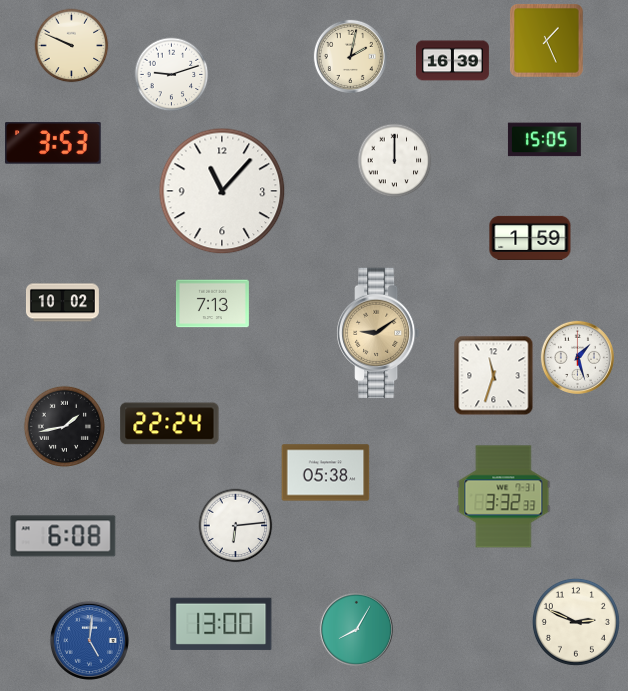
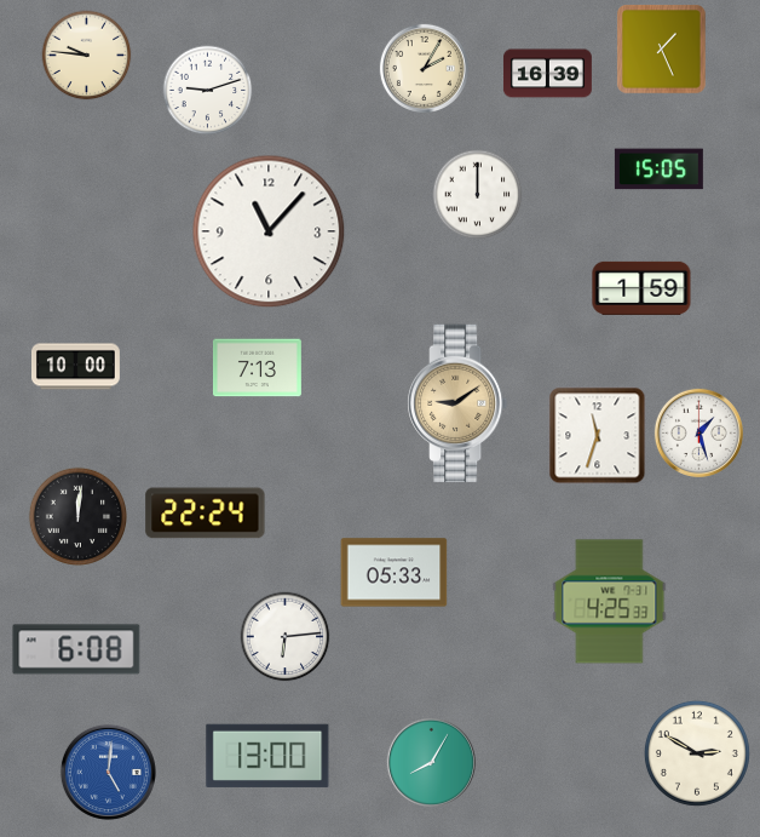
clock at (72, 46): 9:49 -> 9:46
clock at (350, 56): 2:02 -> 2:05
clock at (53, 143): 3:53 -> none
clock at (62, 303): 10:02 -> 10:00
clock at (494, 376) position: (494, 376) -> (598, 436)
clock at (64, 426): 1:43 -> 12:01
clock at (326, 473): 05:38 -> 05:33
clock at (504, 497): 3:32 -> 4:25
clock at (576, 622): 2:49 -> 2:50
clock at (89, 640) position: (89, 640) -> (108, 772)
